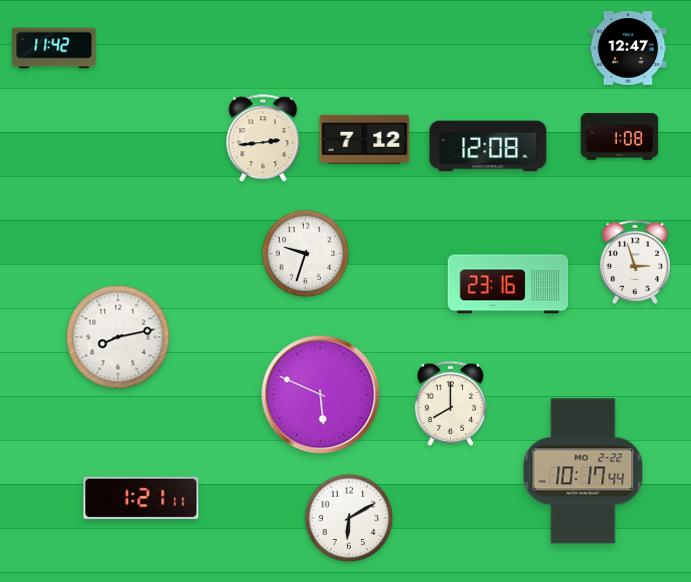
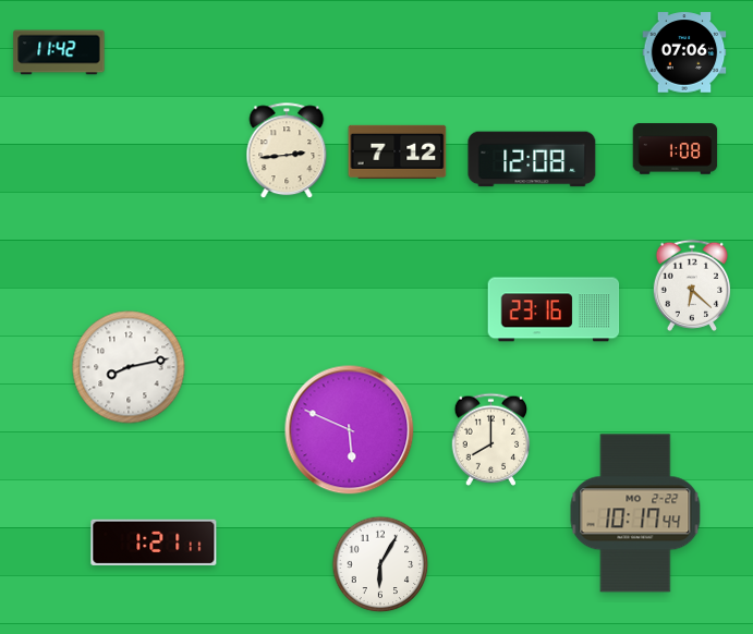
clock at (628, 48): 12:47 -> 07:06
clock at (306, 254): 9:33 -> none
clock at (634, 262): 2:57 -> 6:22
clock at (349, 518): 6:10 -> 6:05
